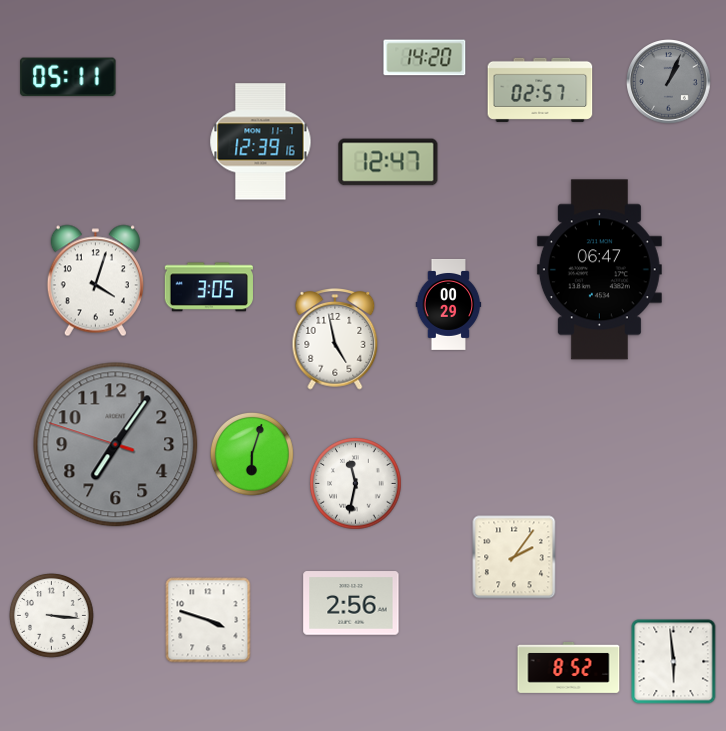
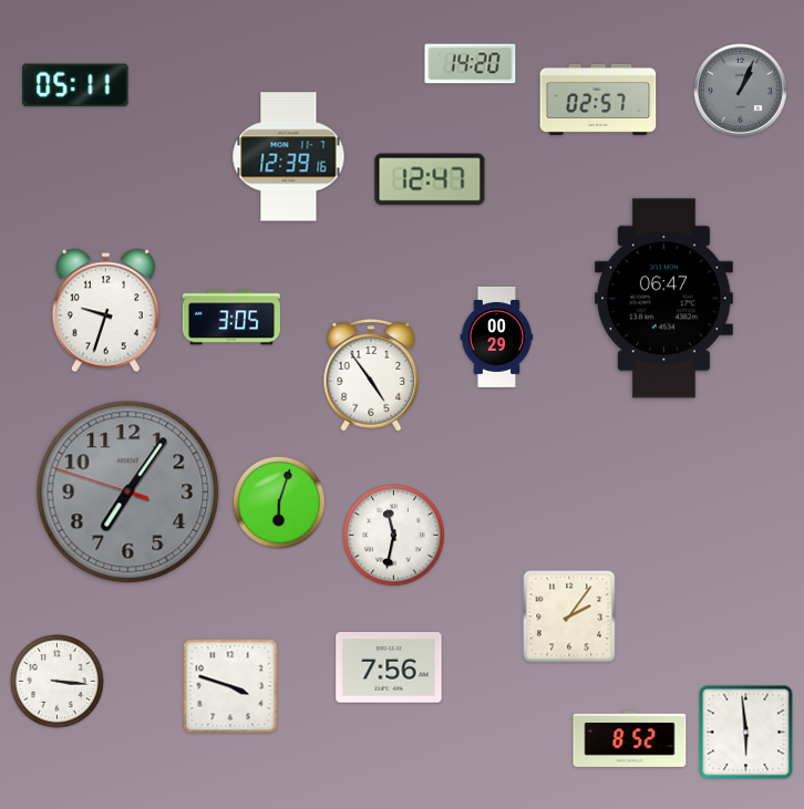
clock at (95, 281): 4:03 -> 9:33
clock at (335, 339): 4:58 -> 4:54
clock at (351, 603): 2:56 -> 7:56
